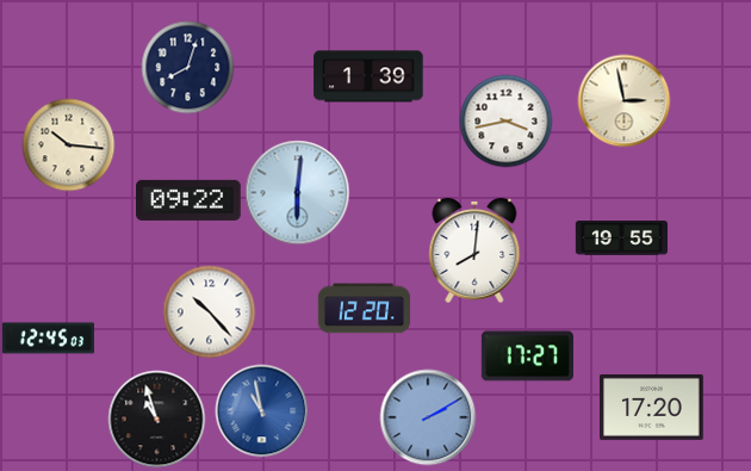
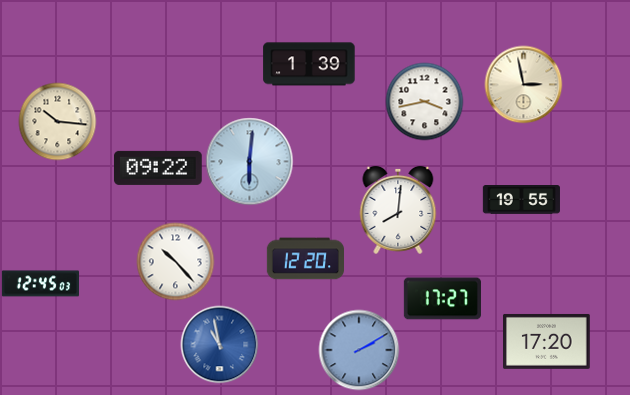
clock at (187, 67): 8:03 -> none
clock at (156, 419): 10:57 -> none
